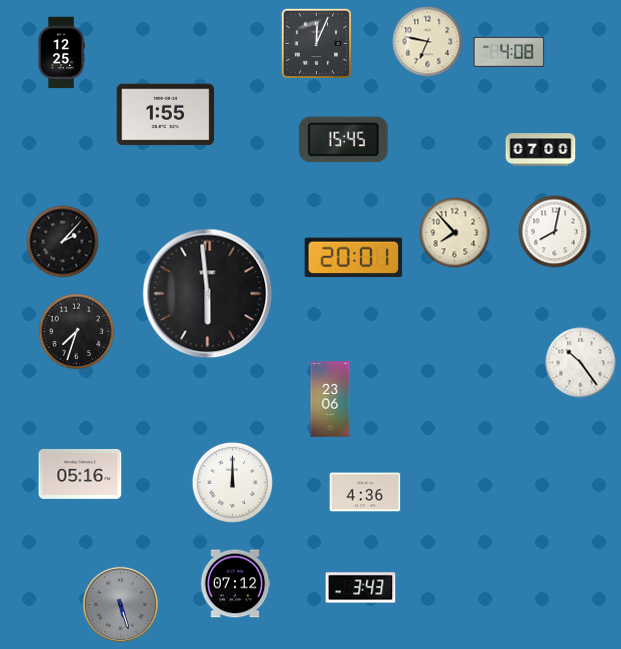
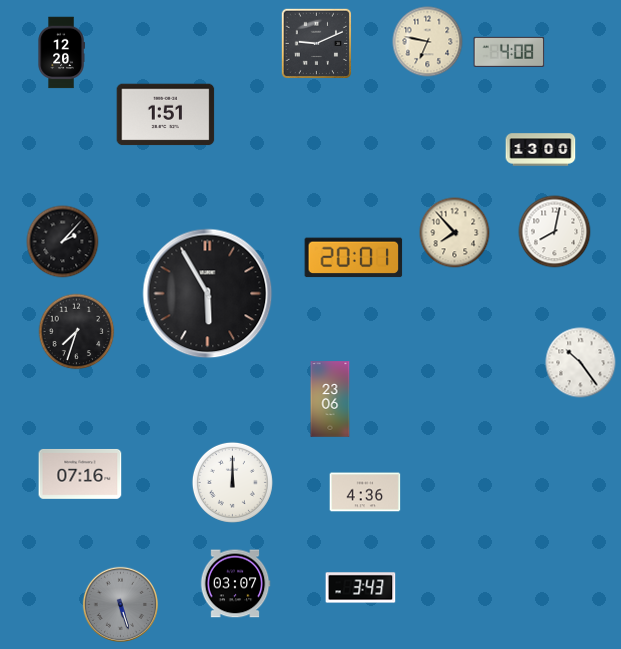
clock at (316, 43): 12:04 -> 9:11
clock at (61, 53): 12:25 -> 12:20
clock at (166, 115): 1:55 -> 1:51
clock at (343, 140): 15:45 -> none
clock at (541, 150): 07:00 -> 13:00
clock at (208, 294): 5:59 -> 5:55
clock at (80, 474): 05:16 -> 07:16
clock at (235, 584): 07:12 -> 03:07
